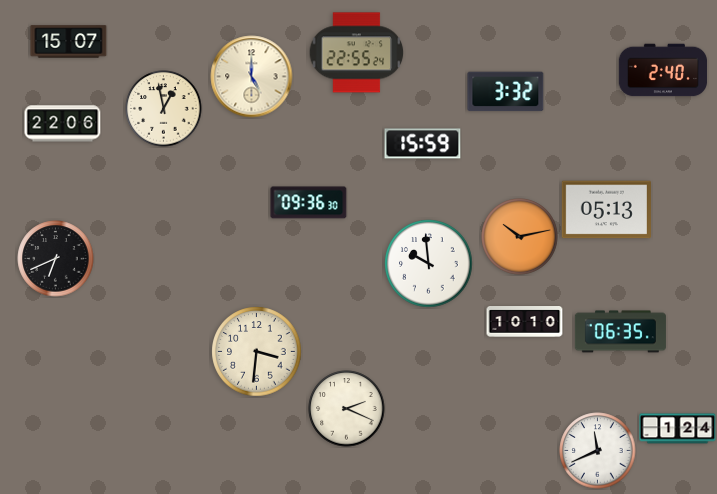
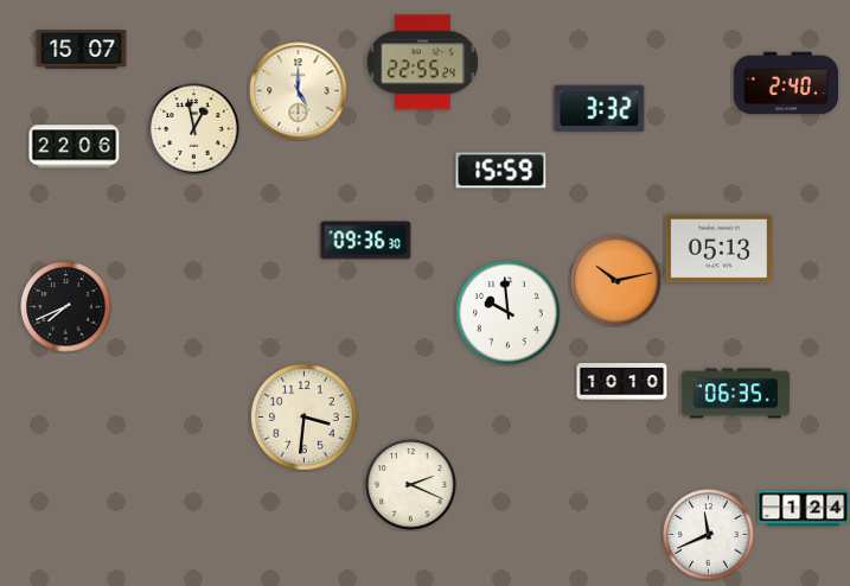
clock at (56, 259): 6:41 -> 7:41
